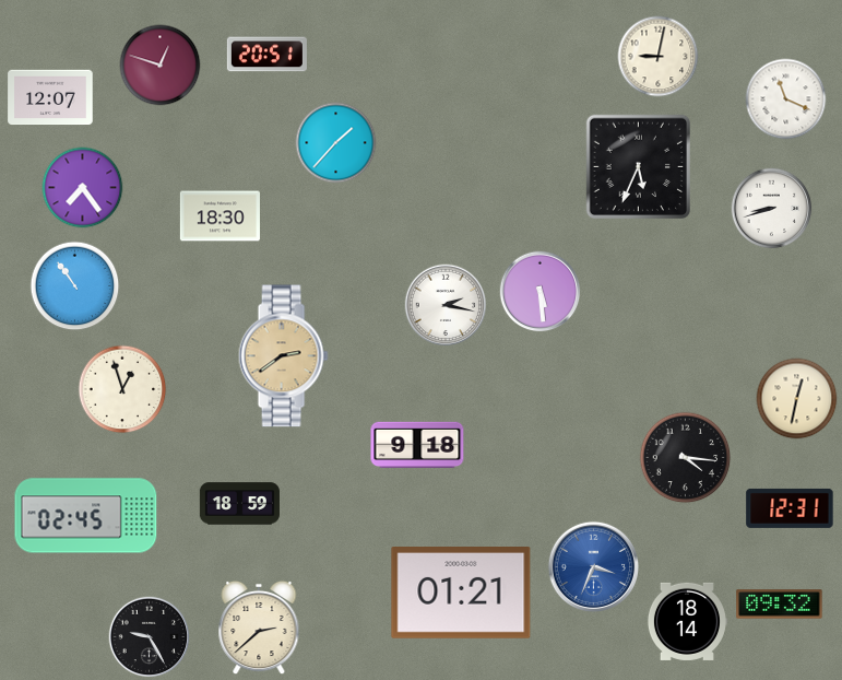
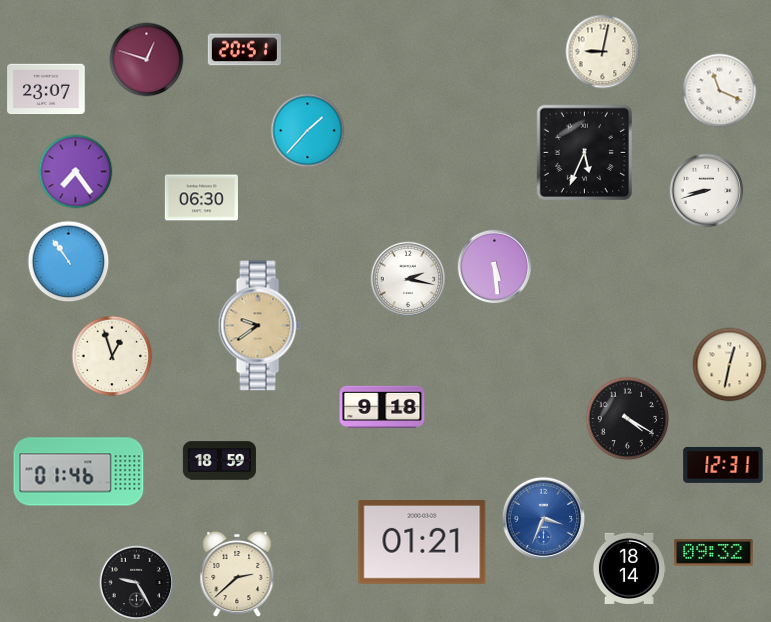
clock at (50, 97): 12:07 -> 23:07
clock at (220, 216): 18:30 -> 06:30
clock at (283, 356): 2:39 -> 9:39
clock at (686, 458): 4:16 -> 4:20
clock at (86, 516): 02:45 -> 01:46
